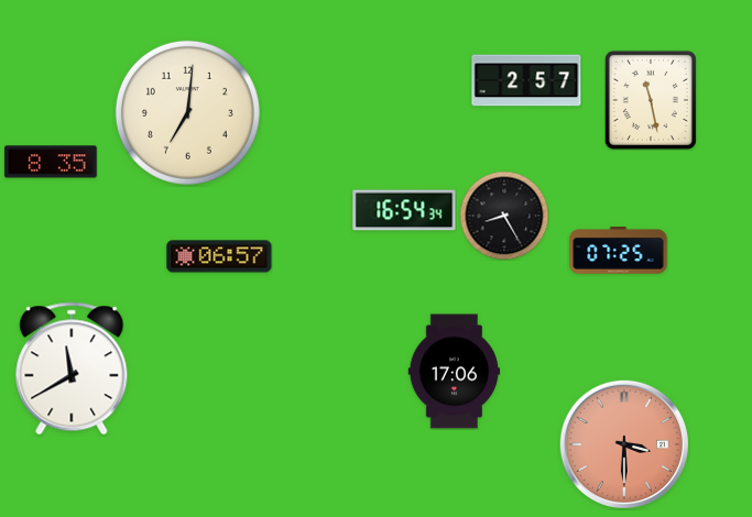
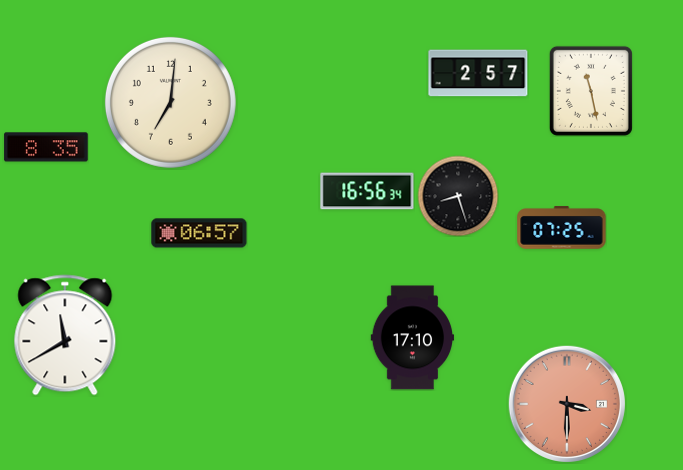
clock at (404, 210): 16:54 -> 16:56
clock at (504, 216): 8:25 -> 8:27
clock at (454, 372): 17:06 -> 17:10
